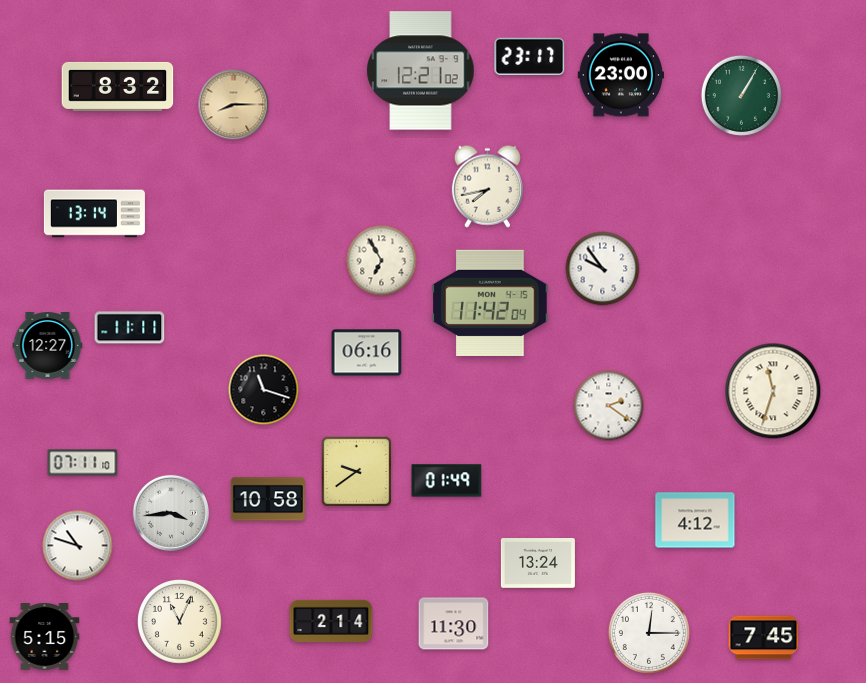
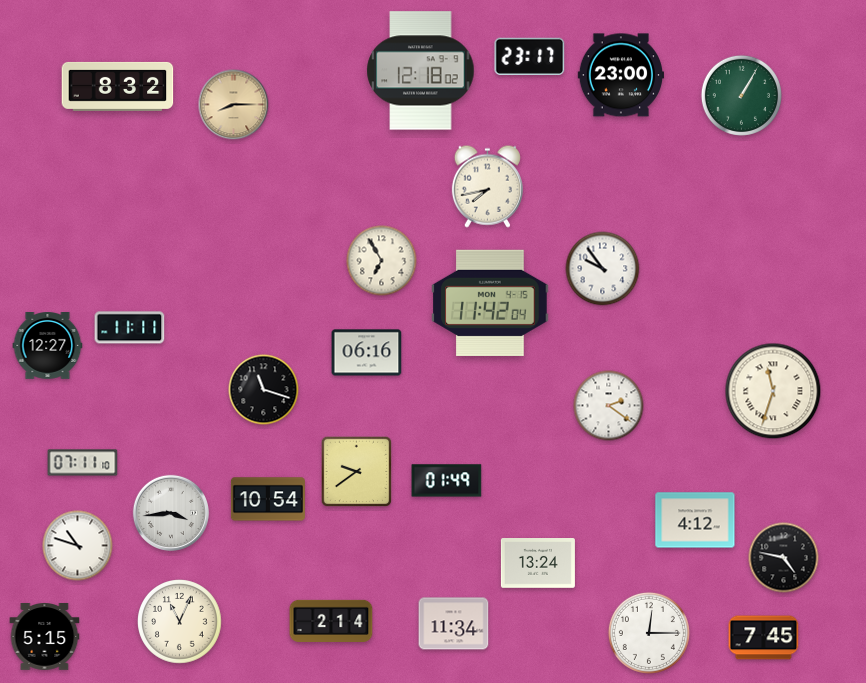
clock at (421, 71): 12:21 -> 12:18
clock at (94, 214): 13:14 -> none
clock at (268, 499): 10:58 -> 10:54
clock at (784, 558): none -> 4:47
clock at (454, 624): 11:30 -> 11:34
